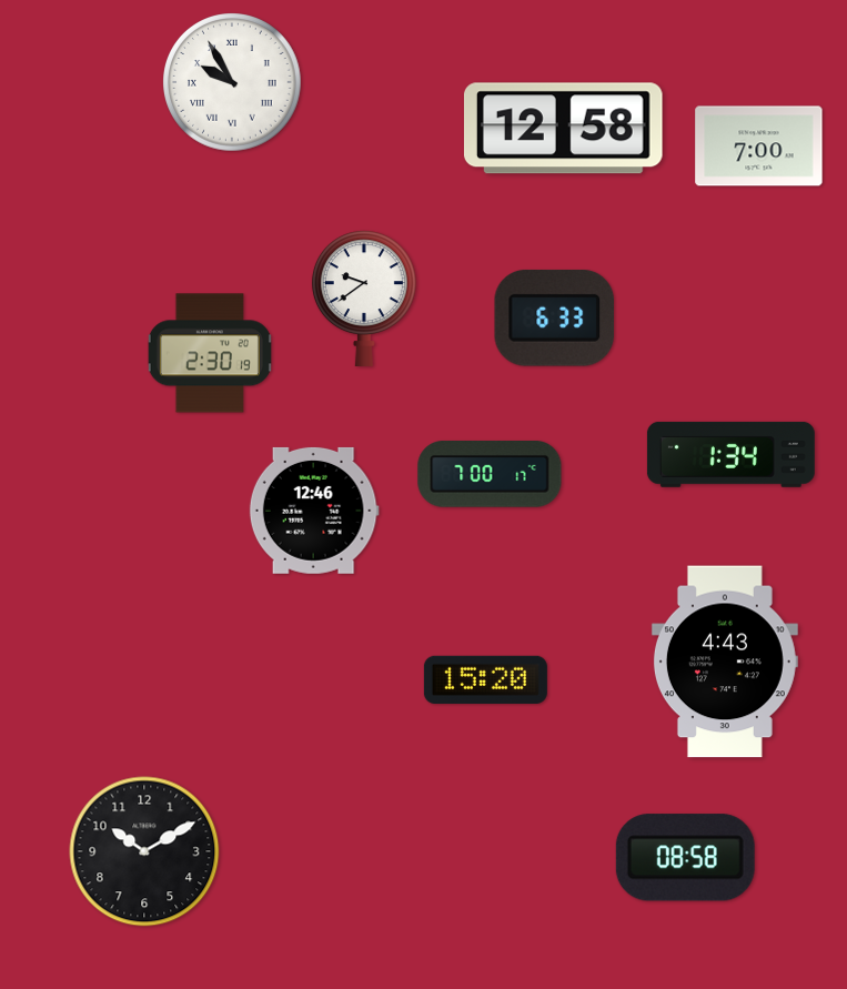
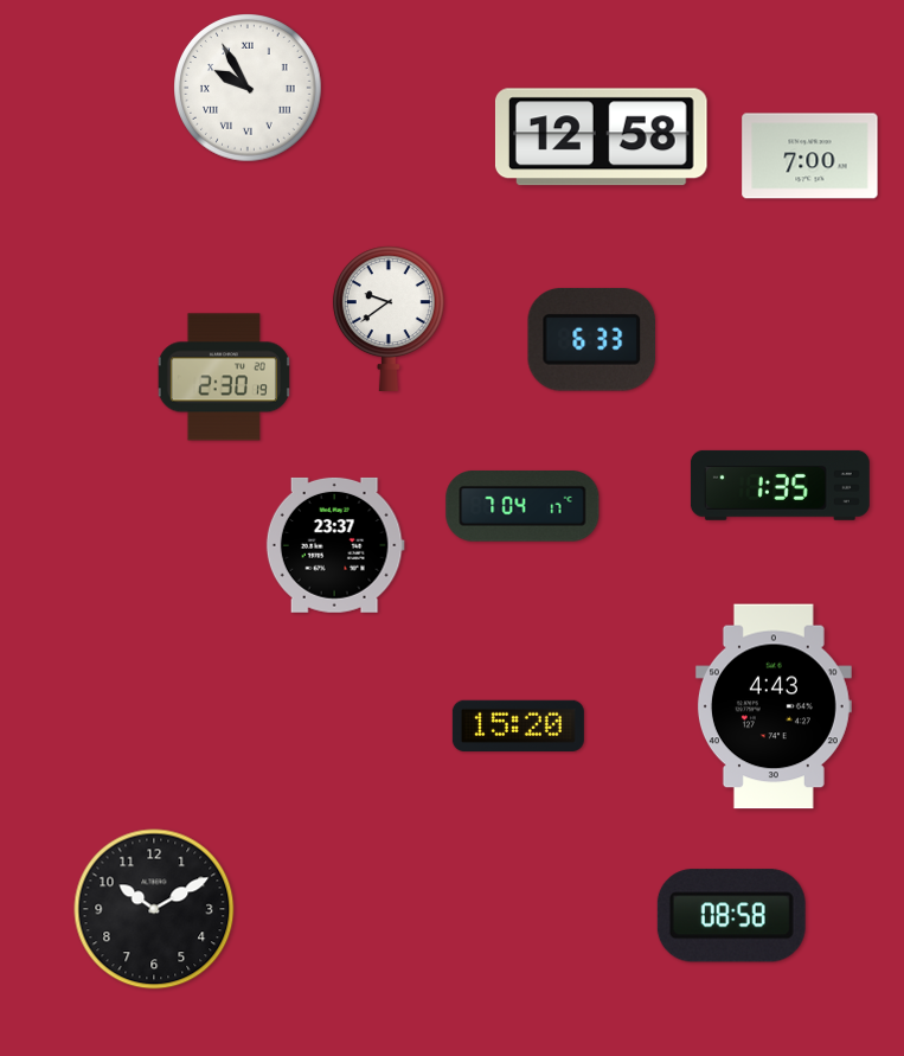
clock at (730, 454): 1:34 -> 1:35
clock at (490, 475): 7:00 -> 7:04
clock at (314, 511): 12:46 -> 23:37
